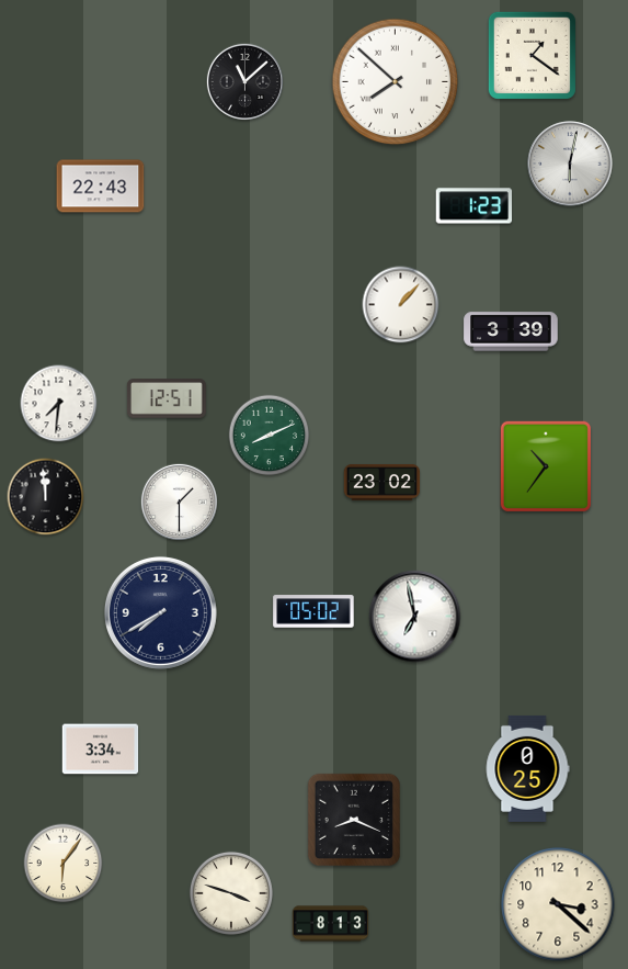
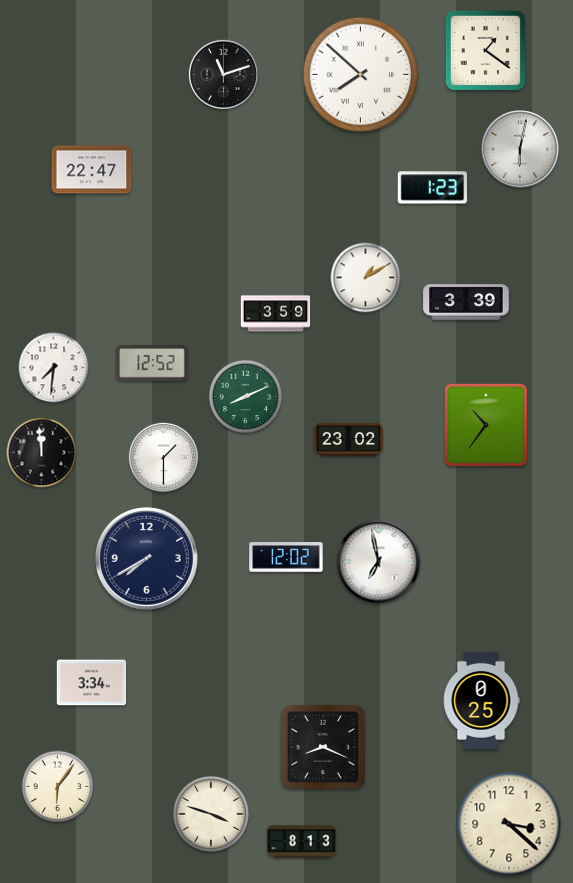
clock at (244, 81): 11:08 -> 11:12
clock at (101, 187): 22:43 -> 22:47
clock at (401, 305): 1:07 -> 1:10
clock at (276, 314): none -> 3:59
clock at (167, 398): 12:51 -> 12:52
clock at (546, 466) position: (546, 466) -> (486, 425)
clock at (313, 611): 05:02 -> 12:02
